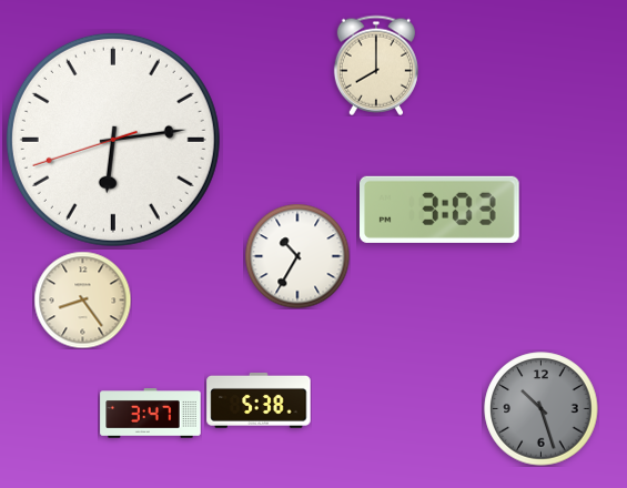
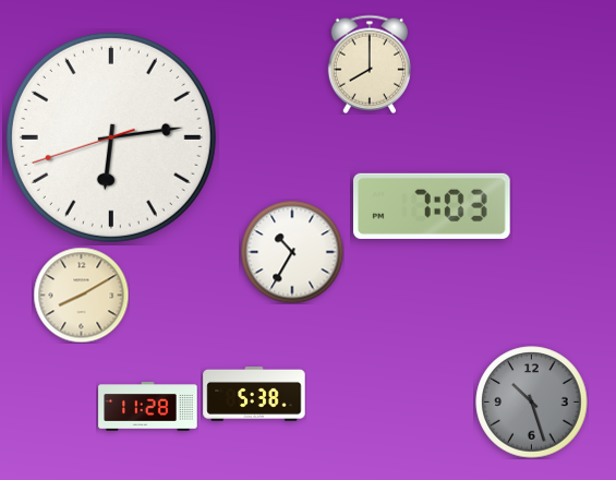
clock at (441, 210): 3:03 -> 7:03
clock at (82, 299): 8:24 -> 8:10
clock at (151, 414): 3:47 -> 11:28
